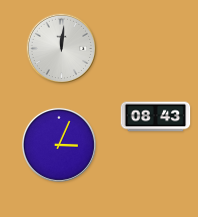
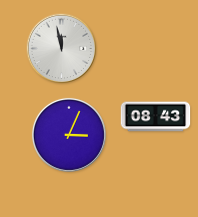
clock at (62, 49): 12:01 -> 11:58
clock at (59, 145) position: (59, 145) -> (69, 135)
